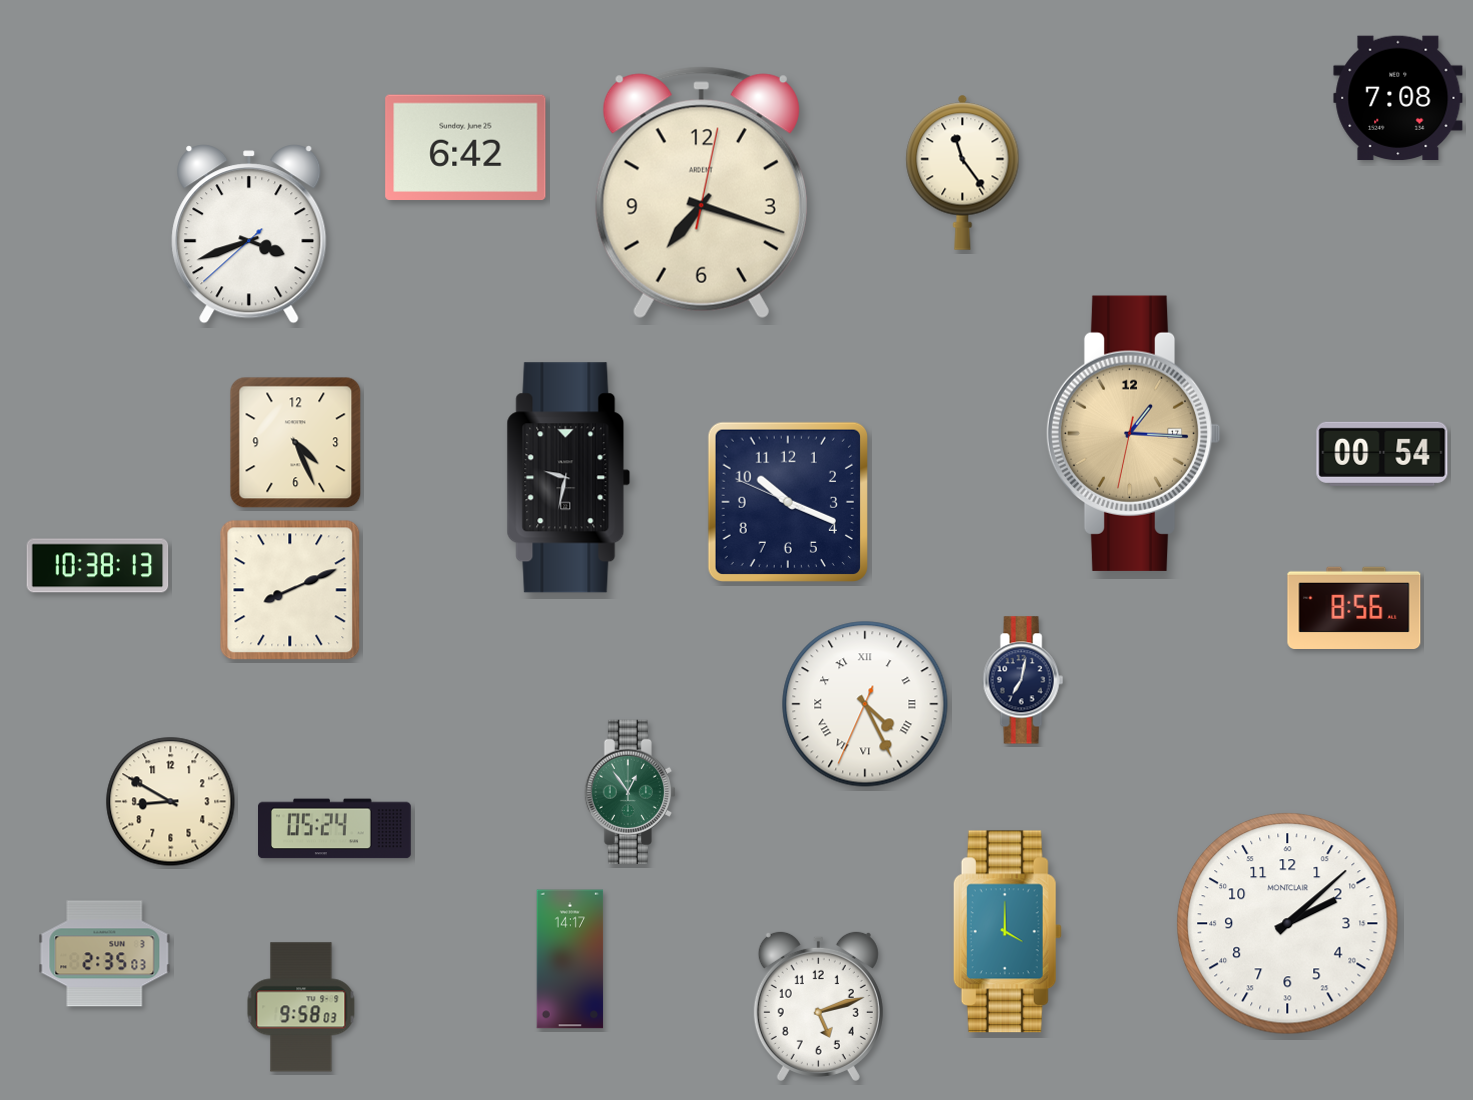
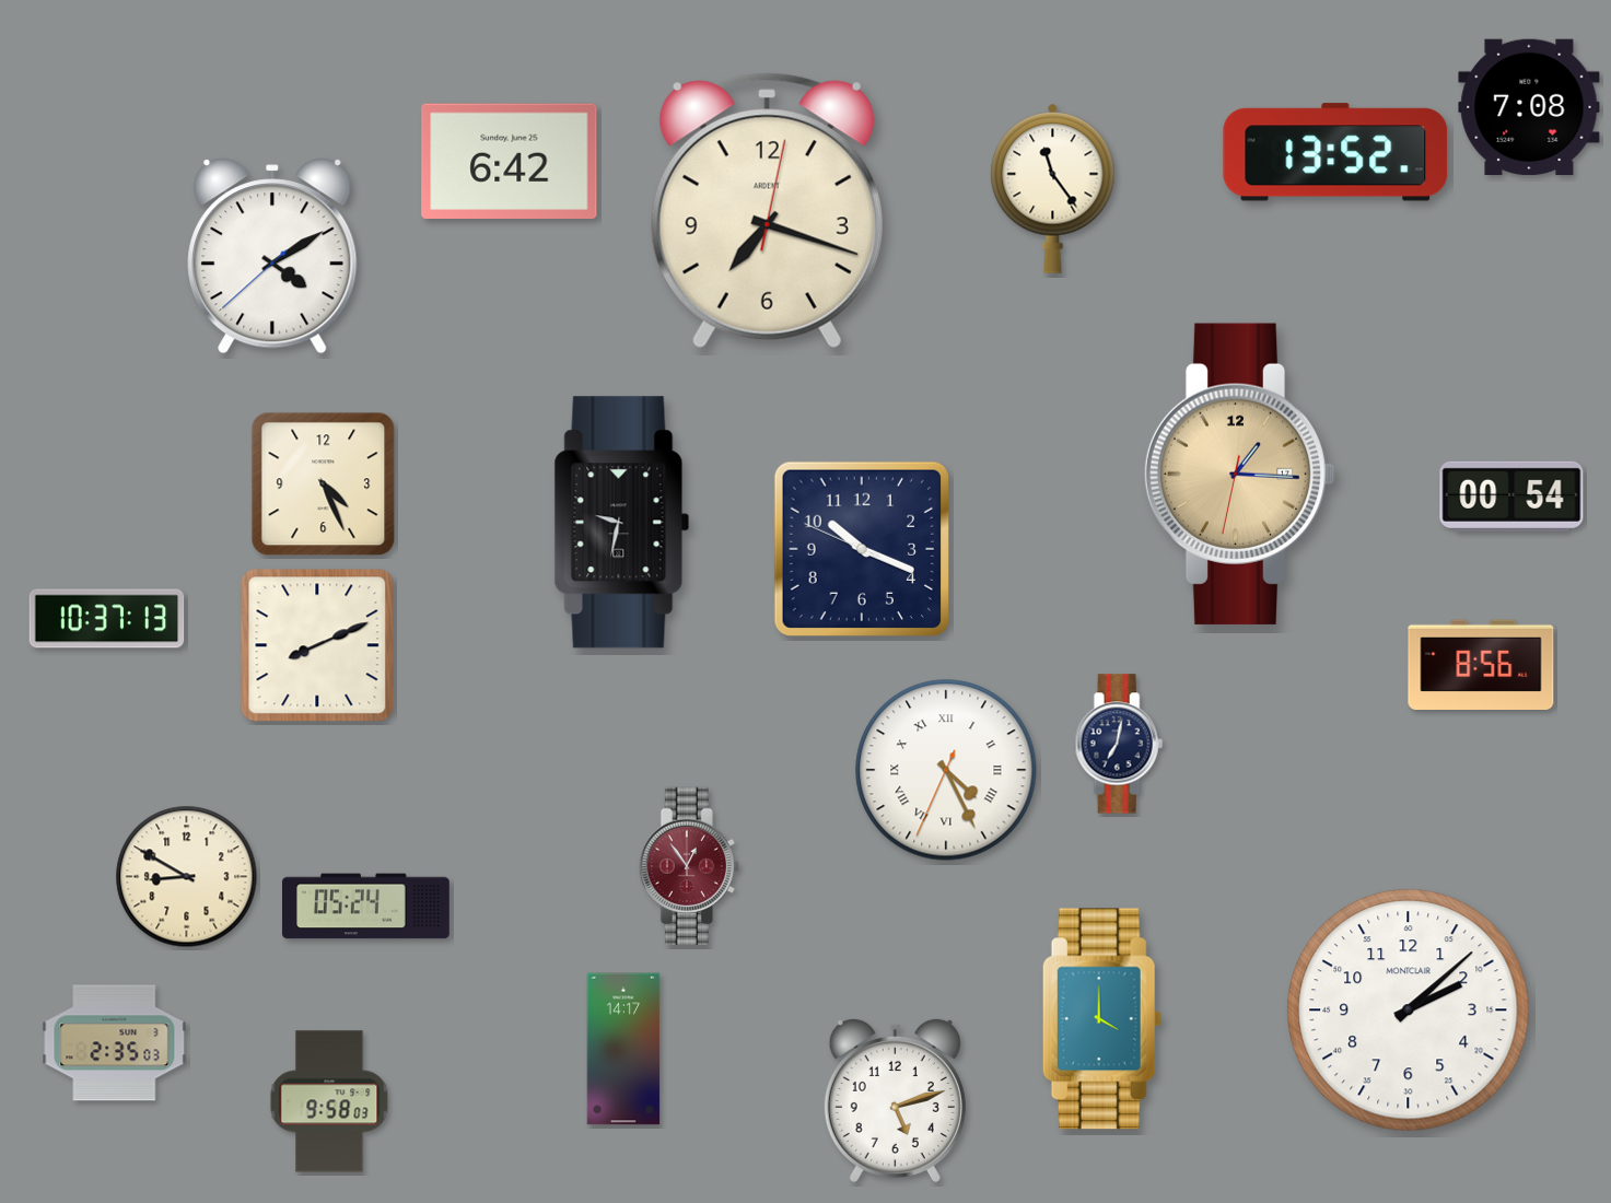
clock at (1335, 152): none -> 13:52
clock at (249, 234): 3:41 -> 4:09
clock at (98, 566): 10:38 -> 10:37
clock at (630, 791) dial: green -> burgundy
